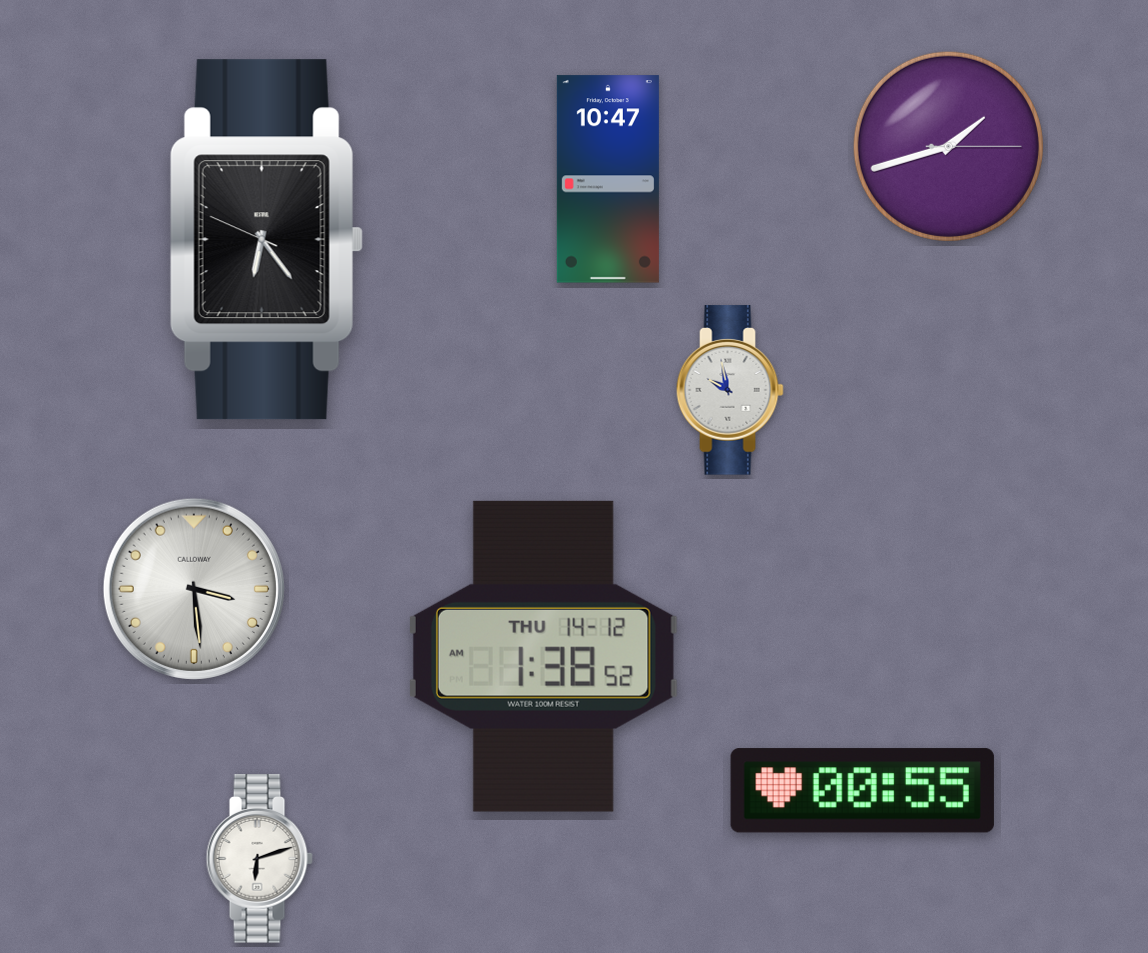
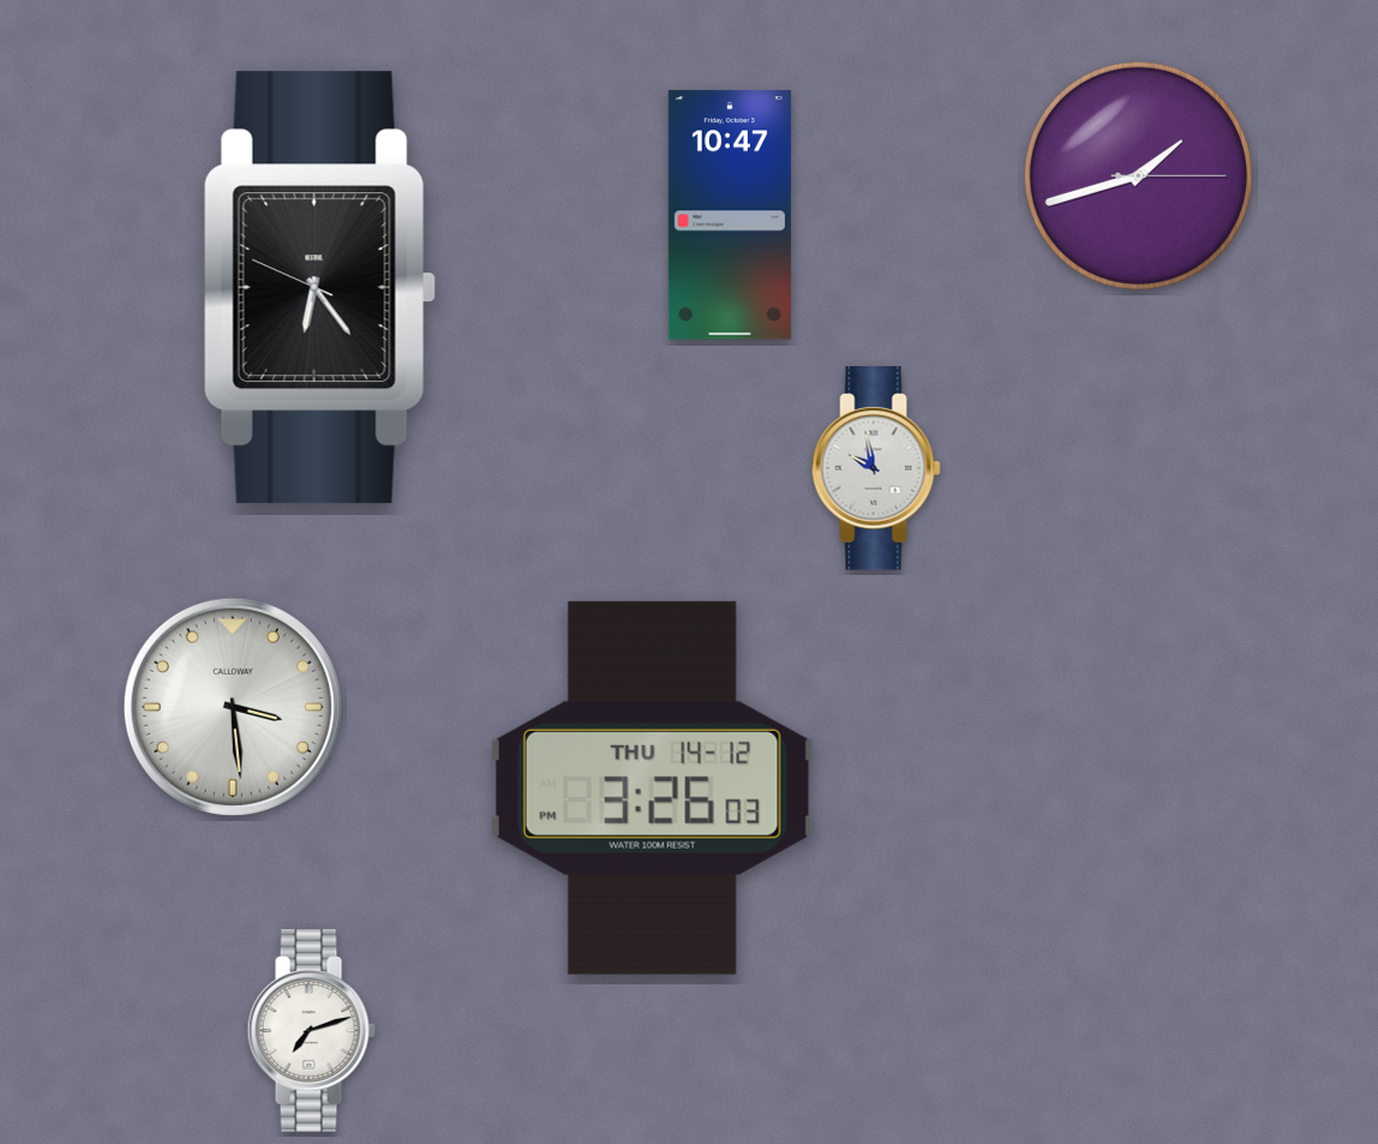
clock at (543, 656): 1:38 -> 3:26
clock at (862, 791): 00:55 -> none
clock at (259, 859): 6:12 -> 7:12
